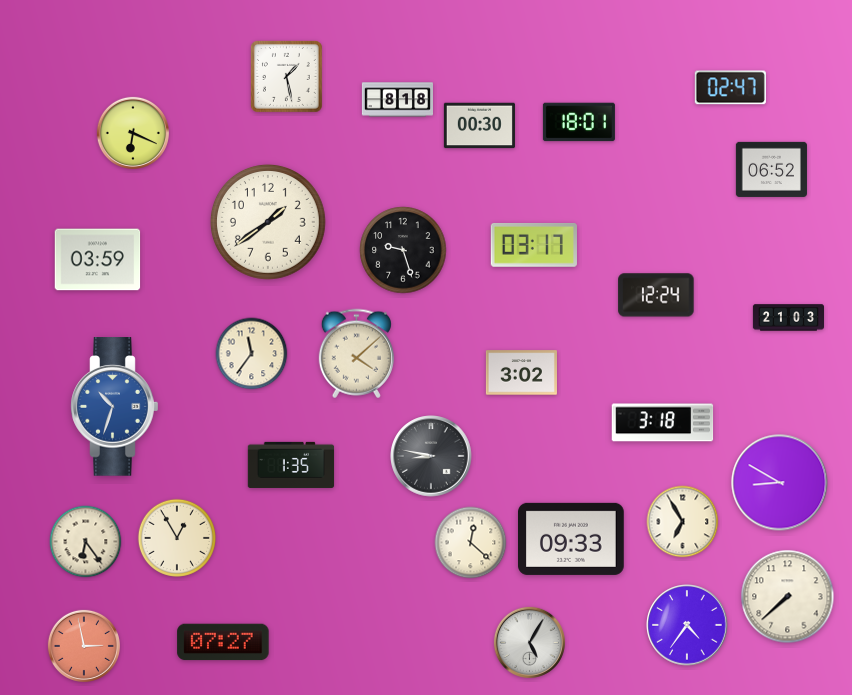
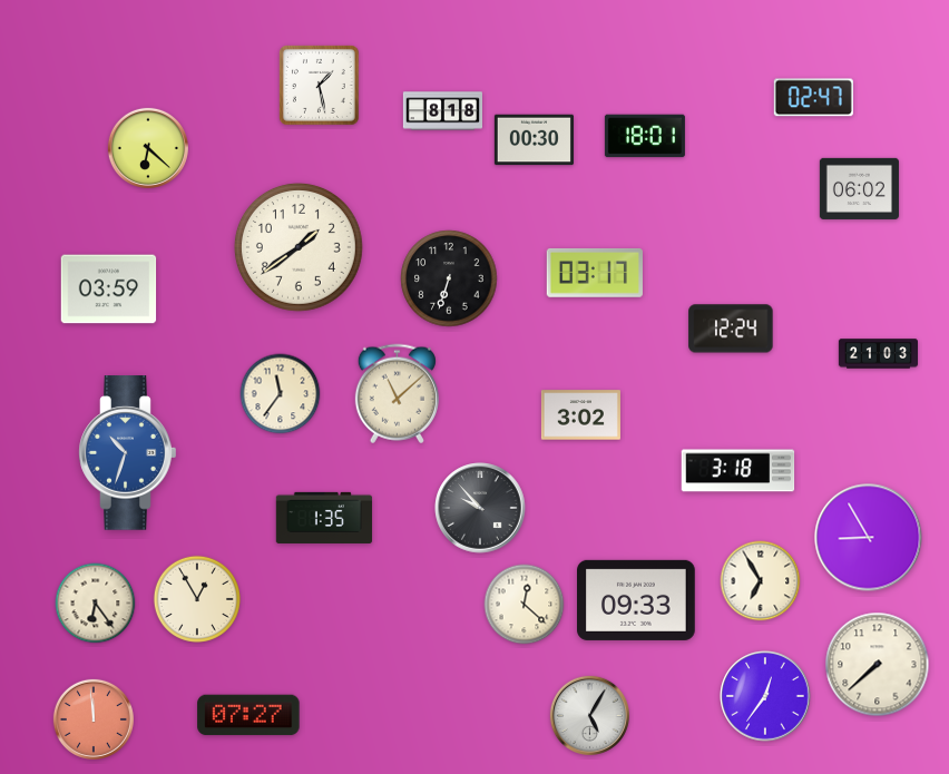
clock at (133, 133): 6:19 -> 6:22
clock at (771, 169): 06:52 -> 06:02
clock at (403, 250): 9:27 -> 6:33
clock at (356, 354): 4:08 -> 11:08
clock at (431, 456): 8:47 -> 9:53
clock at (780, 483): 8:50 -> 8:55
clock at (687, 625): 4:36 -> 12:36
clock at (84, 646): 2:58 -> 11:59
